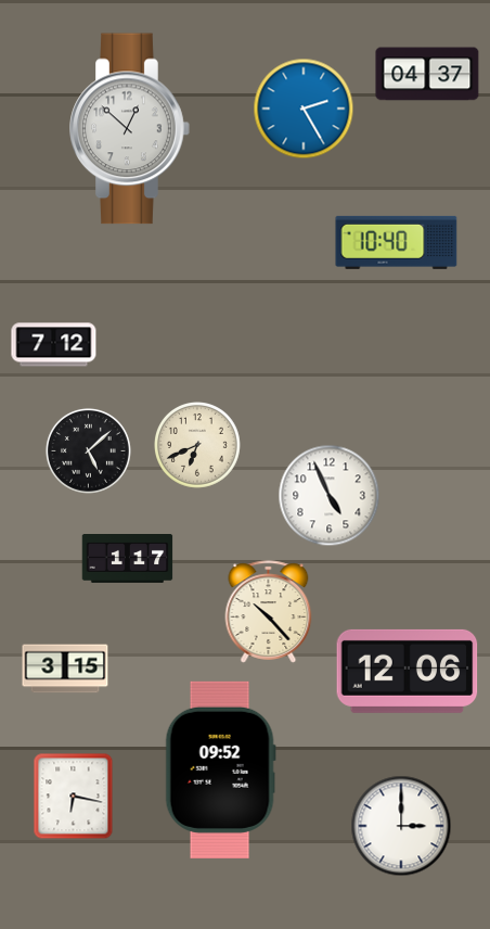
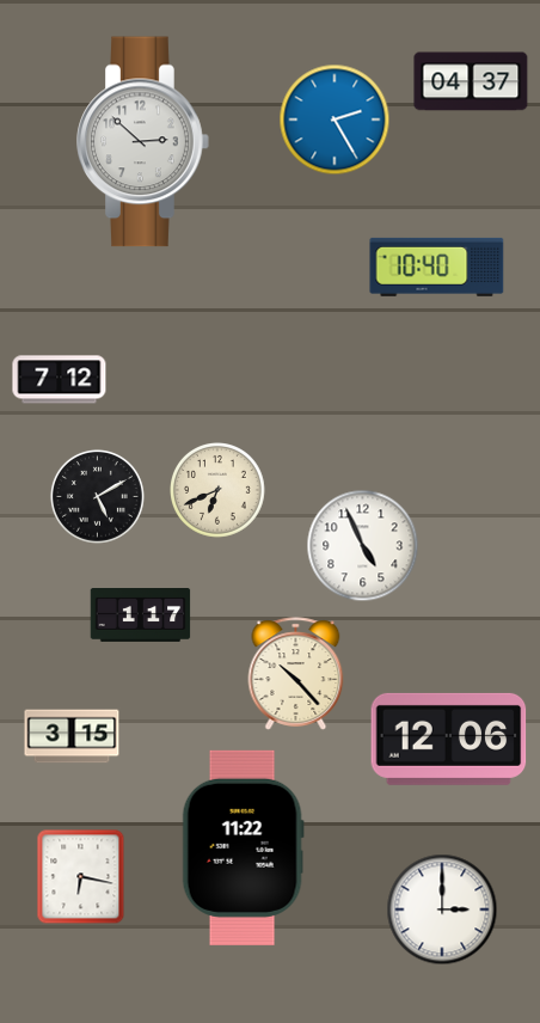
clock at (130, 129): 12:52 -> 2:52
clock at (88, 450): 5:08 -> 5:10
clock at (220, 769): 09:52 -> 11:22
